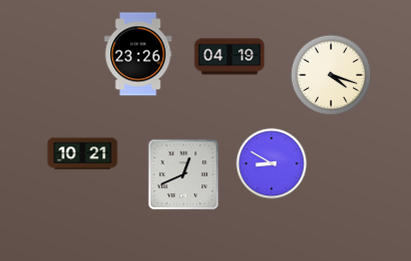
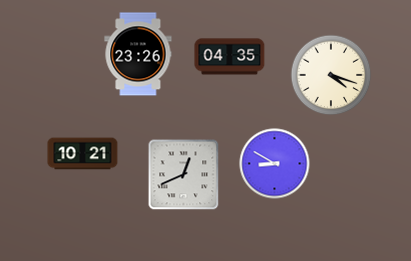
clock at (230, 57): 04:19 -> 04:35
clock at (272, 164) position: (272, 164) -> (275, 164)
